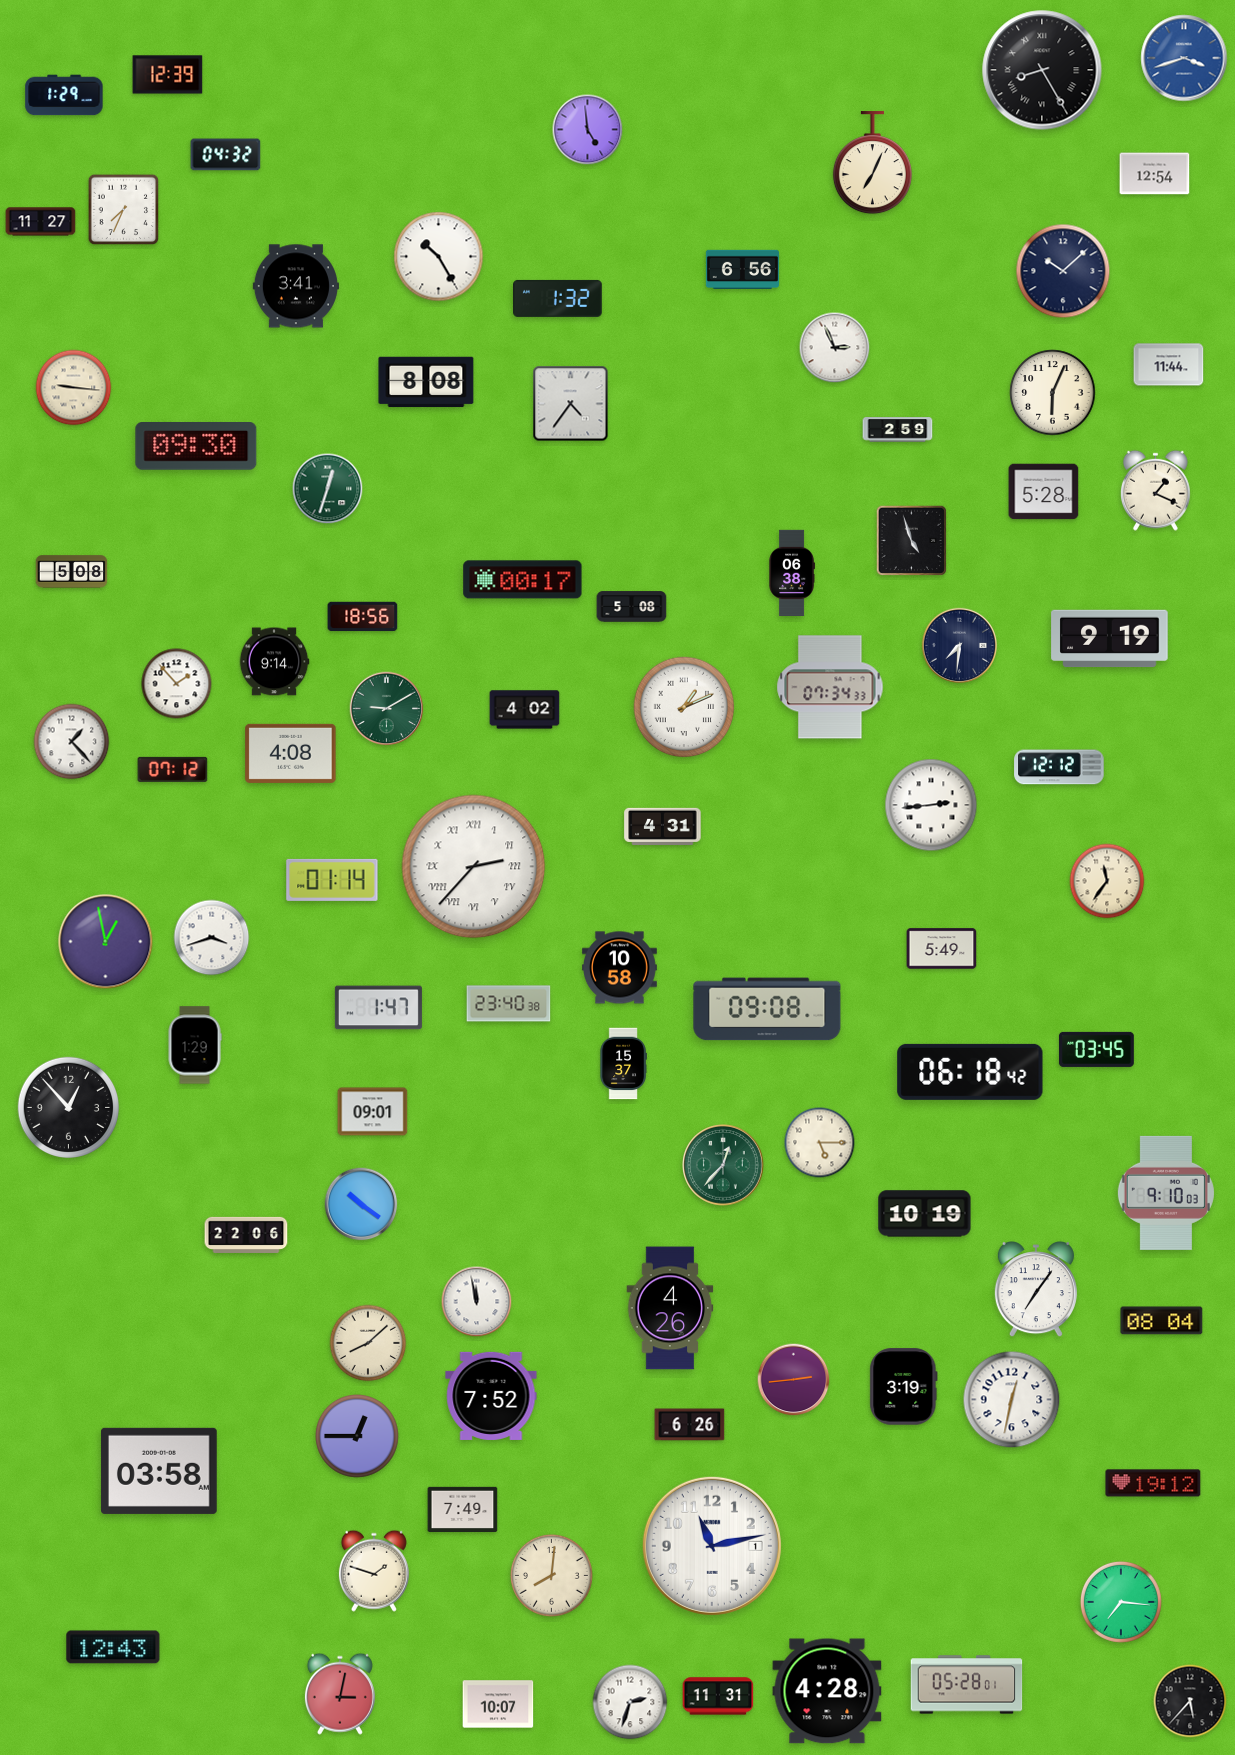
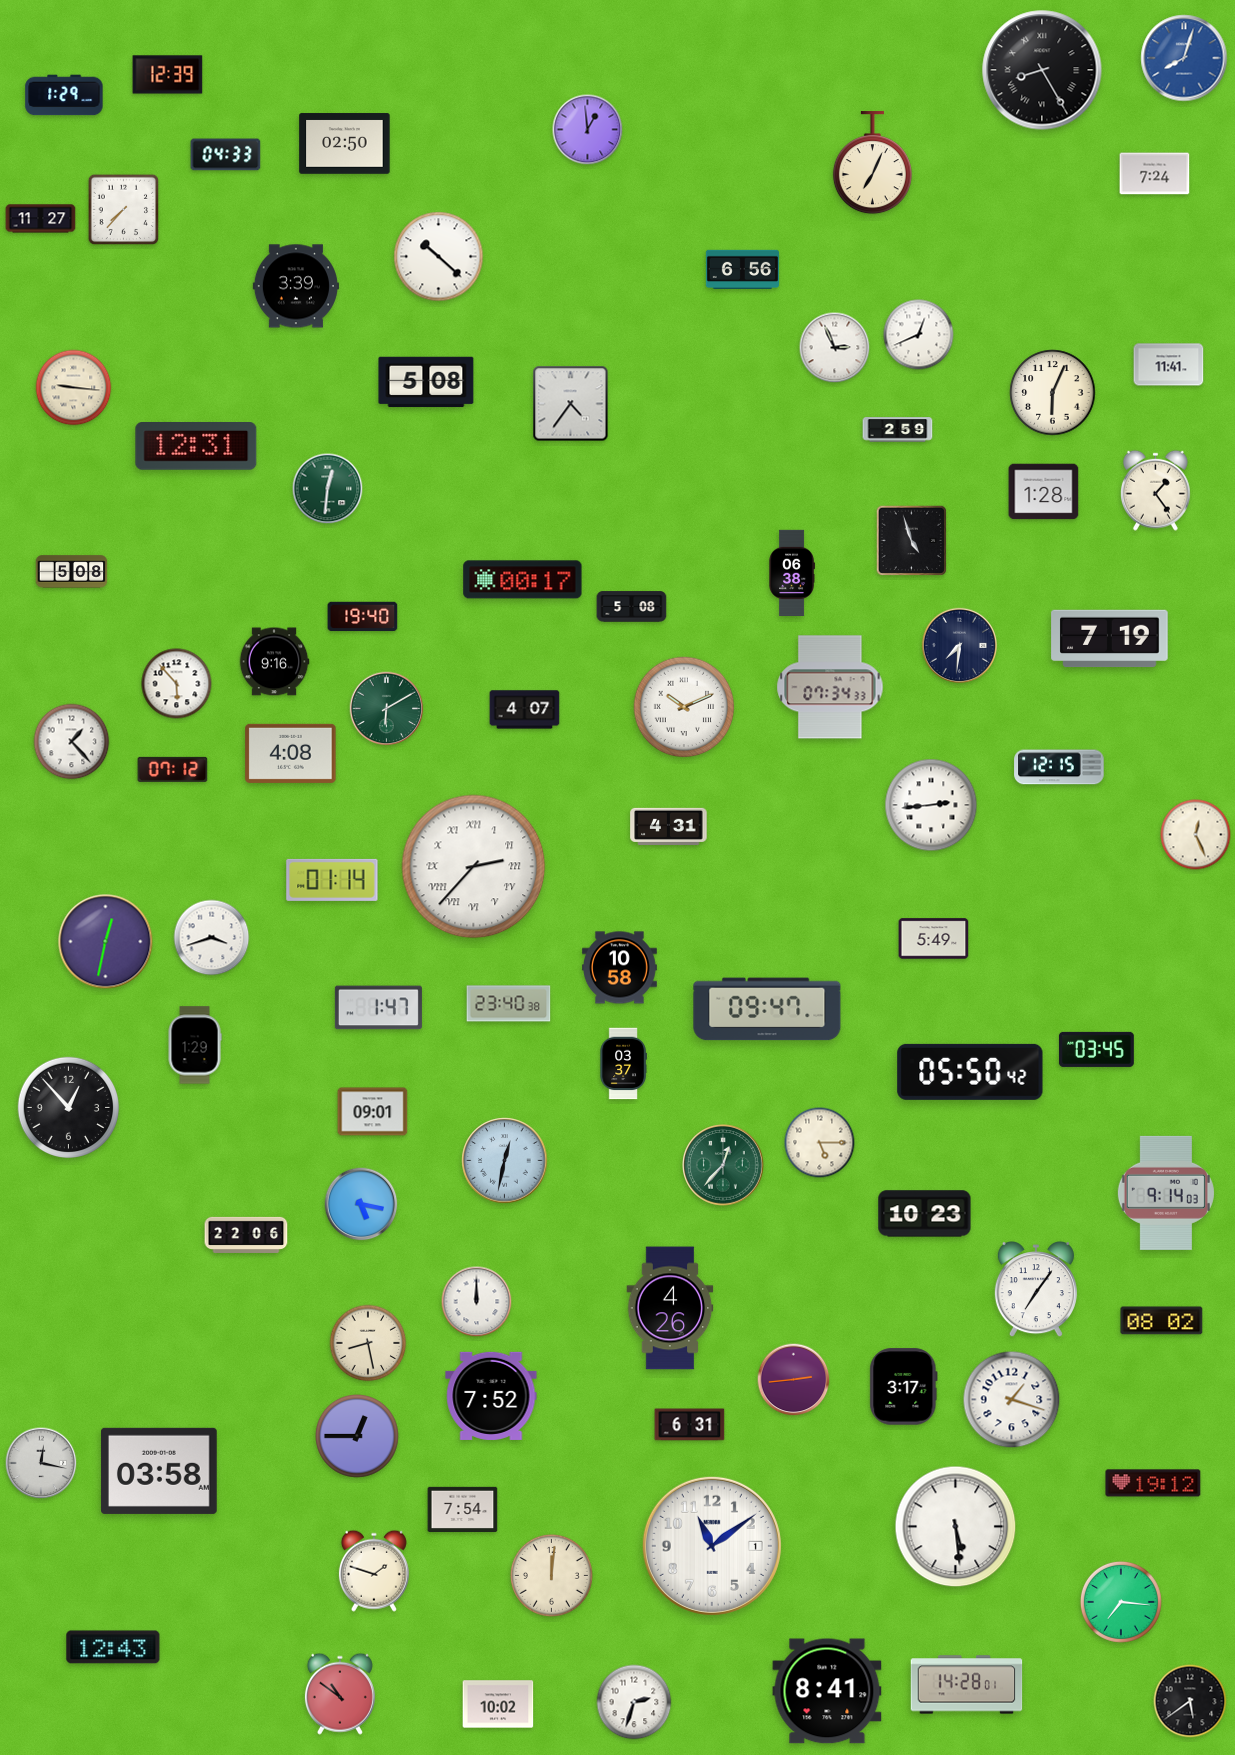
clock at (1184, 58): 3:42 -> 8:03
clock at (588, 130): 4:59 -> 12:59
clock at (345, 144): none -> 02:50
clock at (226, 155): 04:32 -> 04:33
clock at (1155, 174): 12:54 -> 7:24
clock at (124, 210): 7:34 -> 7:37
clock at (41, 222) position: (41, 222) -> (41, 219)
clock at (439, 257): 10:25 -> 10:22
clock at (1063, 271): 10:08 -> none
clock at (295, 286): 3:41 -> 3:39
clock at (558, 298): 1:32 -> none
clock at (919, 335): none -> 12:41
clock at (1169, 365): 11:44 -> 11:41
clock at (426, 382): 8:08 -> 5:08
clock at (196, 447): 09:30 -> 12:31
clock at (328, 489): 12:33 -> 12:31
clock at (1155, 490): 1:19 -> 1:24
clock at (1044, 492): 5:28 -> 1:28
clock at (363, 617): 18:56 -> 19:40
clock at (1110, 639): 9:19 -> 7:19
clock at (274, 662): 9:14 -> 9:16
clock at (177, 684): 1:53 -> 5:53
clock at (684, 707): 1:11 -> 10:11
clock at (387, 709): 9:10 -> 6:10
clock at (525, 710): 4:02 -> 4:07
clock at (1059, 767): 12:12 -> 12:15
clock at (663, 826) position: (663, 826) -> (669, 826)
clock at (1196, 835): none -> 12:26
clock at (1107, 881): 11:36 -> none
clock at (106, 942): 12:58 -> 12:32
clock at (942, 949) position: (942, 949) -> (934, 939)
clock at (767, 1009): 09:08 -> 09:47
clock at (623, 1064): 15:37 -> 03:37
clock at (970, 1072): 06:18 -> 05:50
clock at (505, 1161): none -> 12:32
clock at (1166, 1193): 9:10 -> 9:14
clock at (361, 1204): 10:21 -> 5:17
clock at (925, 1214): 10:19 -> 10:23
clock at (477, 1302): 11:58 -> 12:00
clock at (1162, 1321): 08:04 -> 08:02
clock at (368, 1343): 8:08 -> 8:28
clock at (904, 1387): 3:19 -> 3:17
clock at (1012, 1400): 12:32 -> 1:18
clock at (690, 1425): 6:26 -> 6:31
clock at (41, 1463): none -> 12:17
clock at (463, 1510): 7:49 -> 7:54
clock at (956, 1527): none -> 5:29
clock at (712, 1546): 11:13 -> 11:09
clock at (551, 1575): 8:01 -> 12:01
clock at (967, 1685): 05:28 -> 14:28
clock at (827, 1691): 4:28 -> 8:41
clock at (340, 1694): 3:02 -> 10:51
clock at (718, 1696): 11:31 -> none
clock at (1190, 1701): 5:37 -> 5:39
clock at (630, 1702) position: (630, 1702) -> (634, 1702)
clock at (498, 1704): 10:07 -> 10:02
